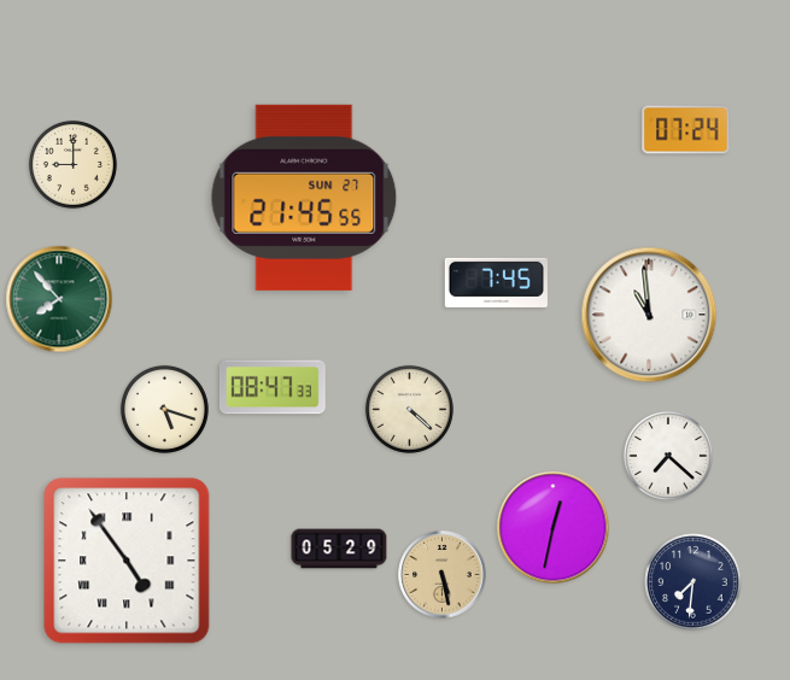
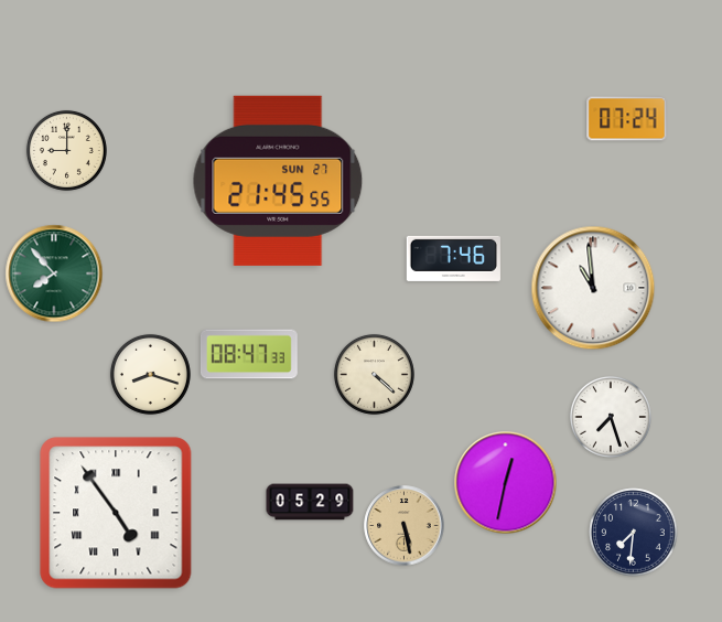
clock at (496, 282): 7:45 -> 7:46
clock at (164, 409): 5:18 -> 8:18
clock at (668, 456): 7:22 -> 7:27
